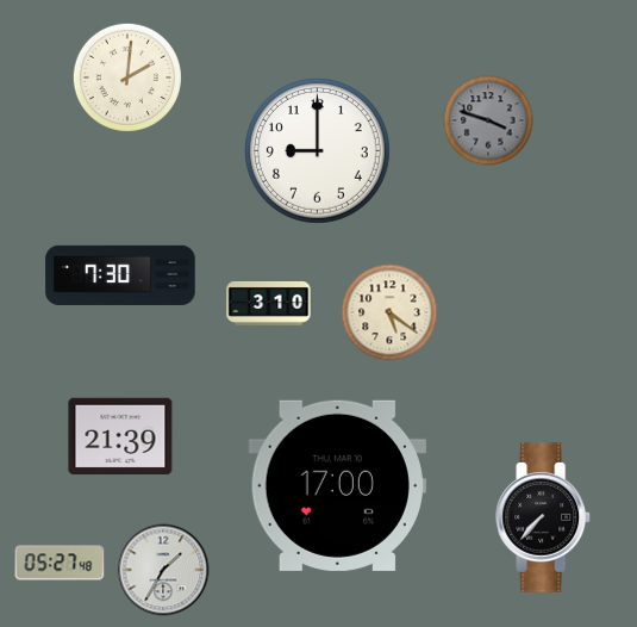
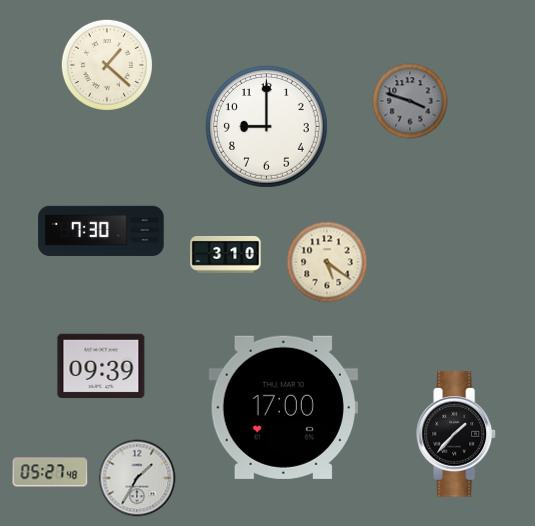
clock at (127, 77): 2:01 -> 1:22
clock at (120, 436): 21:39 -> 09:39
clock at (544, 517): 7:37 -> 1:37
